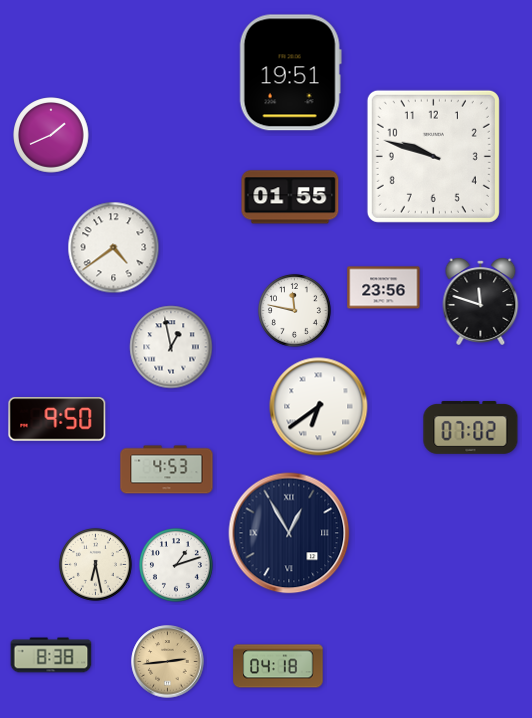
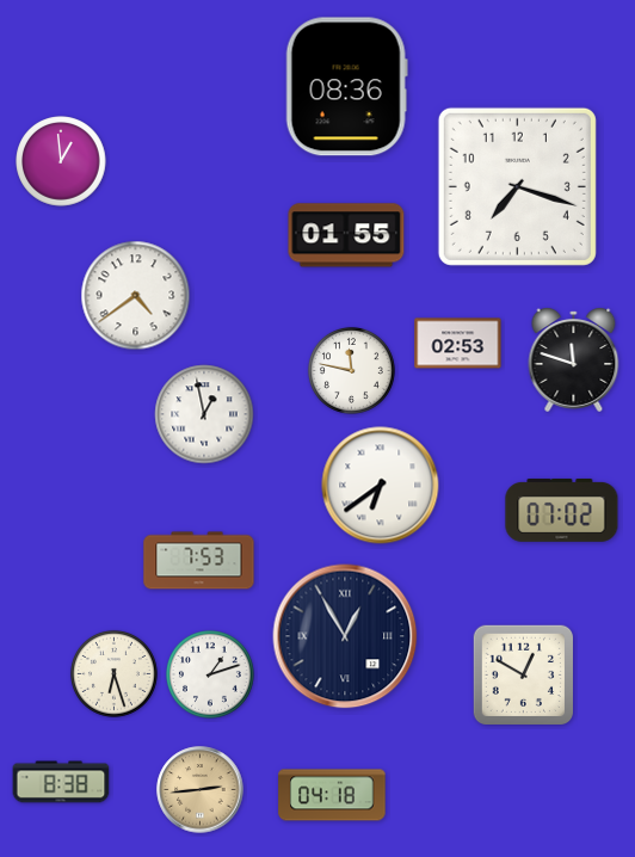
clock at (290, 73): 19:51 -> 08:36
clock at (51, 135): 1:41 -> 12:59
clock at (433, 156): 9:48 -> 7:18
clock at (384, 288): 23:56 -> 02:53
clock at (57, 419): 9:50 -> none
clock at (167, 470): 4:53 -> 7:53
clock at (95, 564): 6:28 -> 6:27
clock at (523, 674): none -> 12:50
